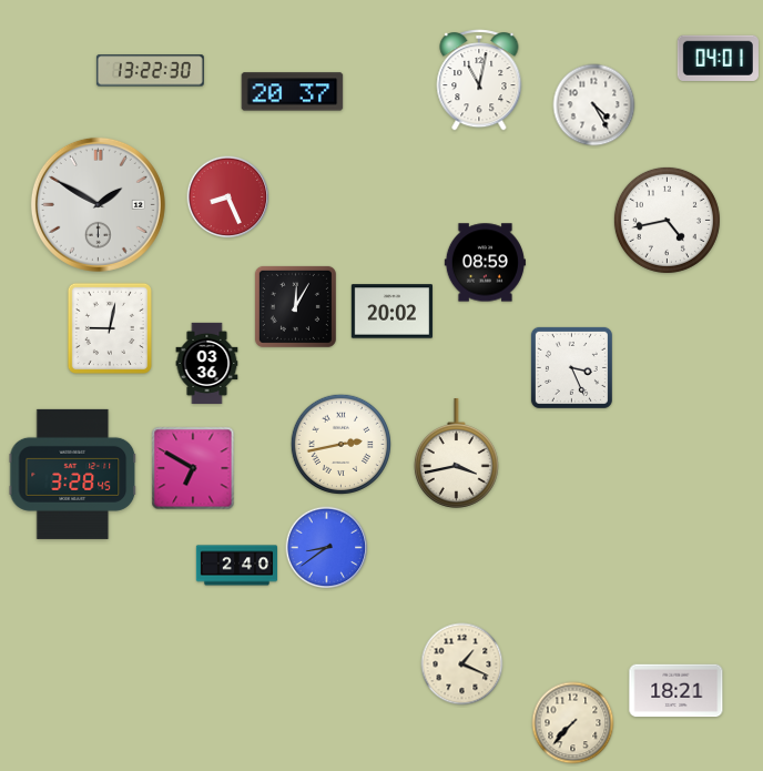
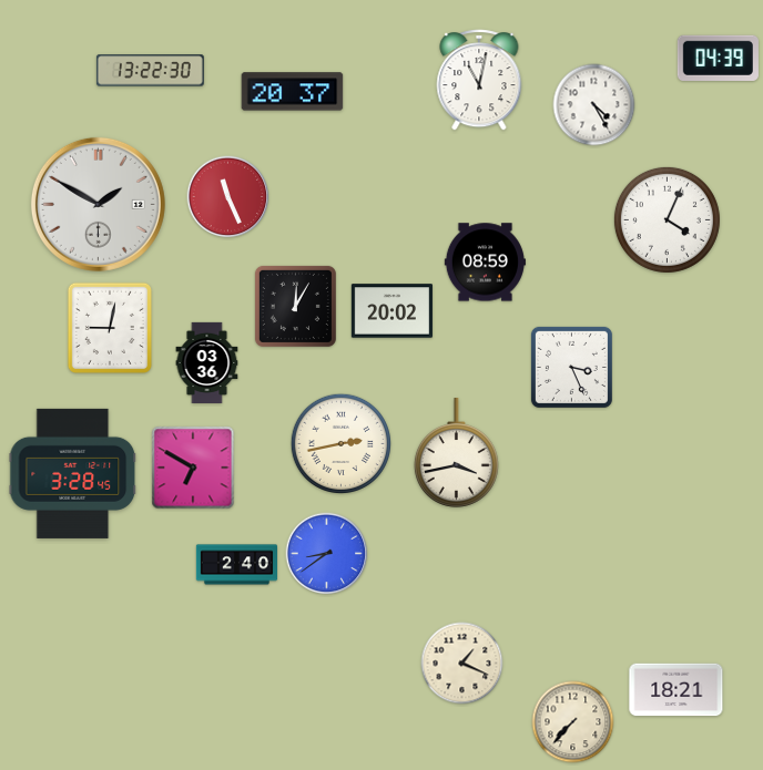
clock at (718, 58): 04:01 -> 04:39
clock at (228, 197): 8:26 -> 11:26
clock at (667, 220): 4:43 -> 4:04
clock at (327, 548) position: (327, 548) -> (327, 554)
